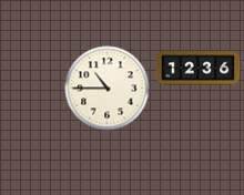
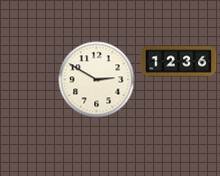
clock at (108, 89): 10:45 -> 2:50
